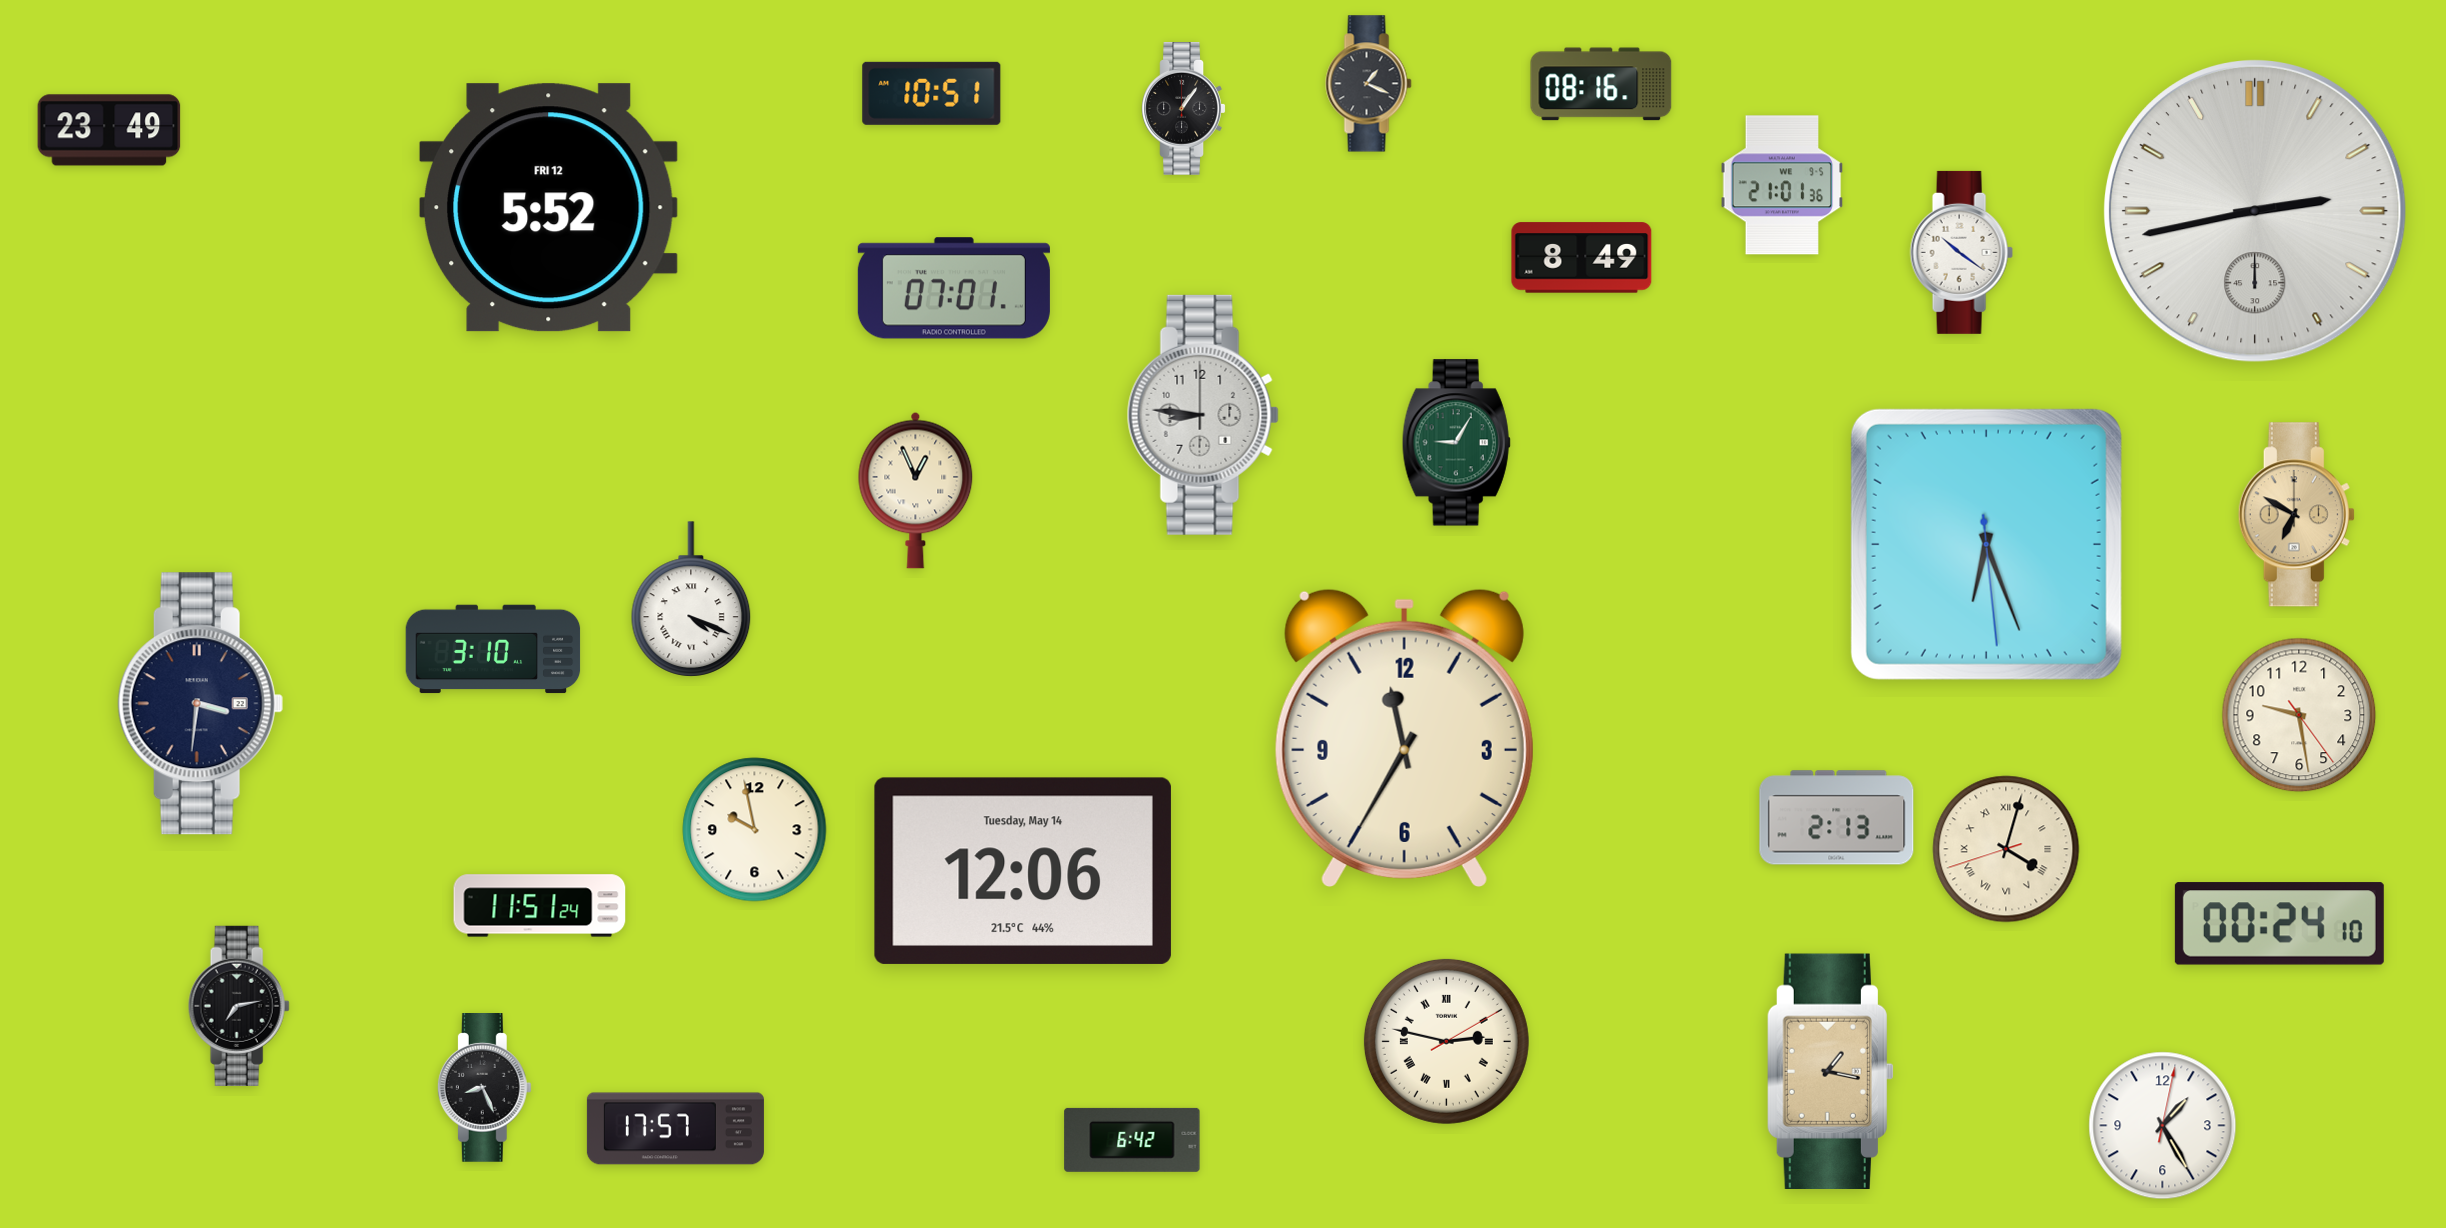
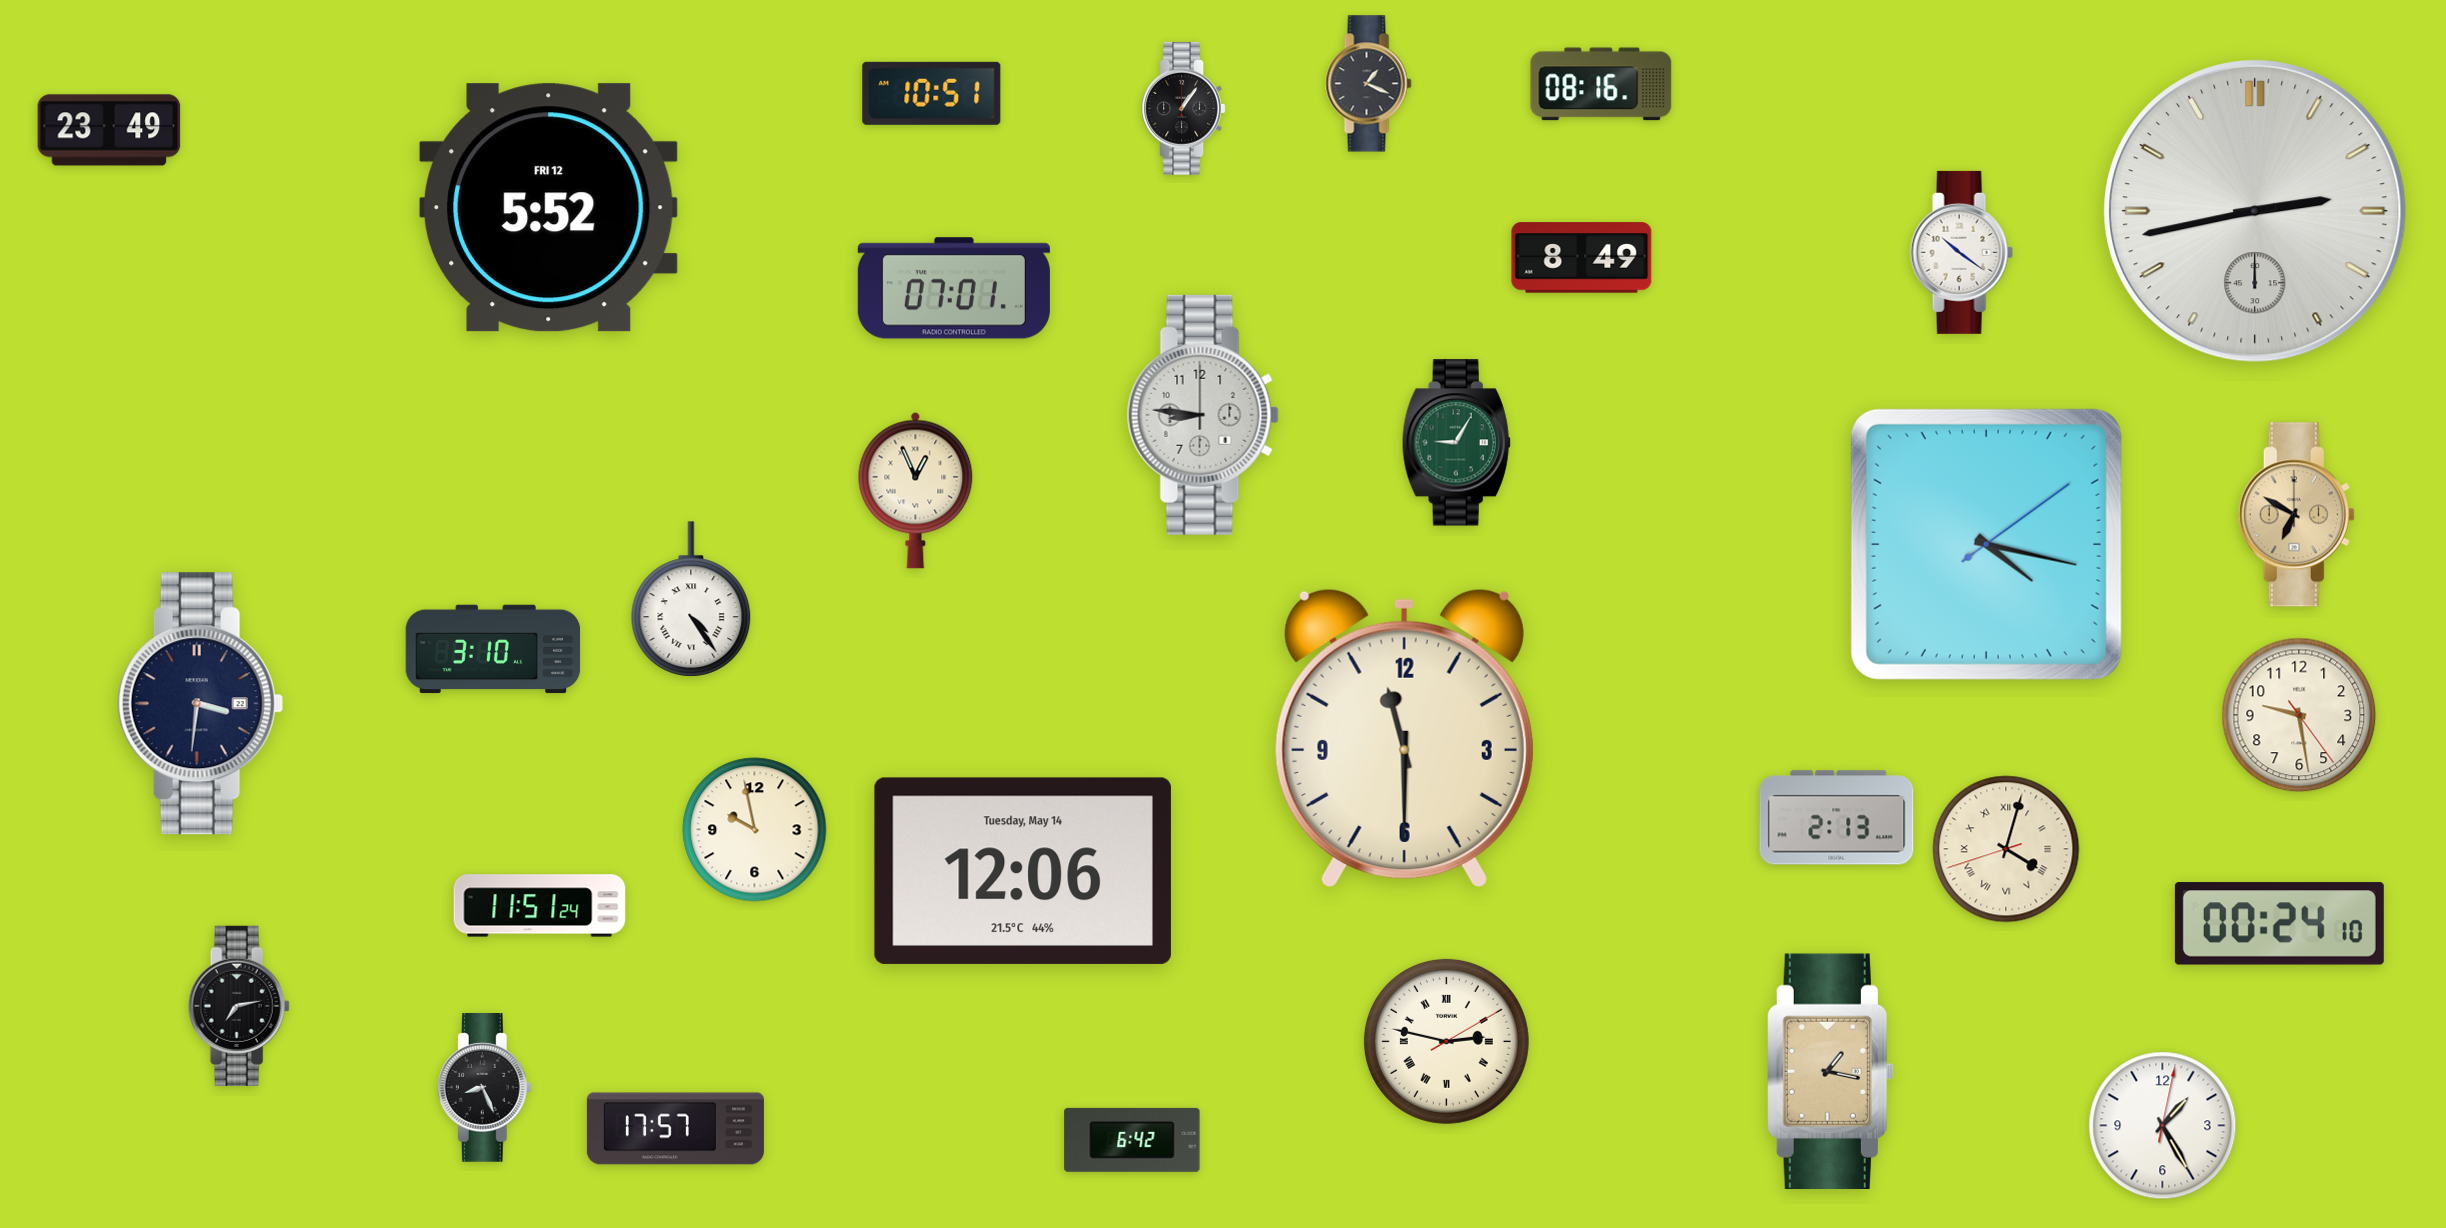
clock at (1782, 185): 21:01 -> none
clock at (1986, 544): 6:26 -> 4:17
clock at (691, 599): 4:19 -> 4:24
clock at (1404, 738): 11:35 -> 11:30
